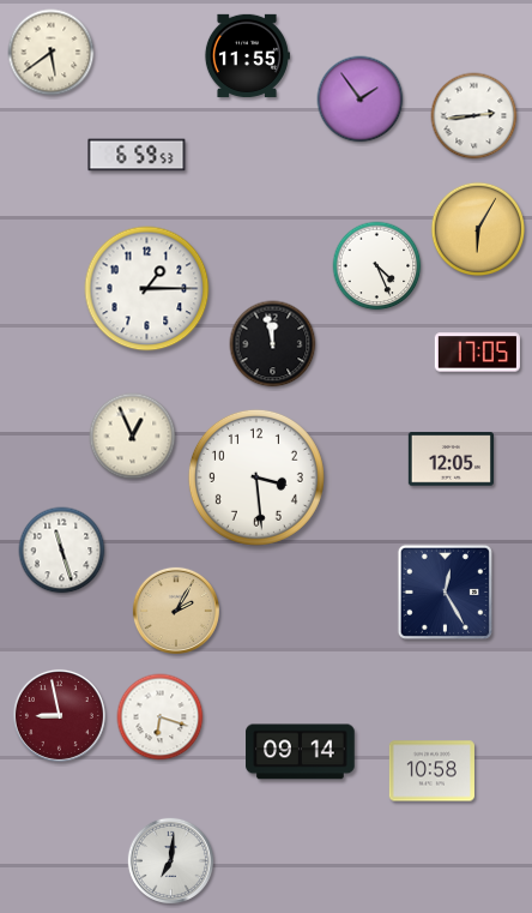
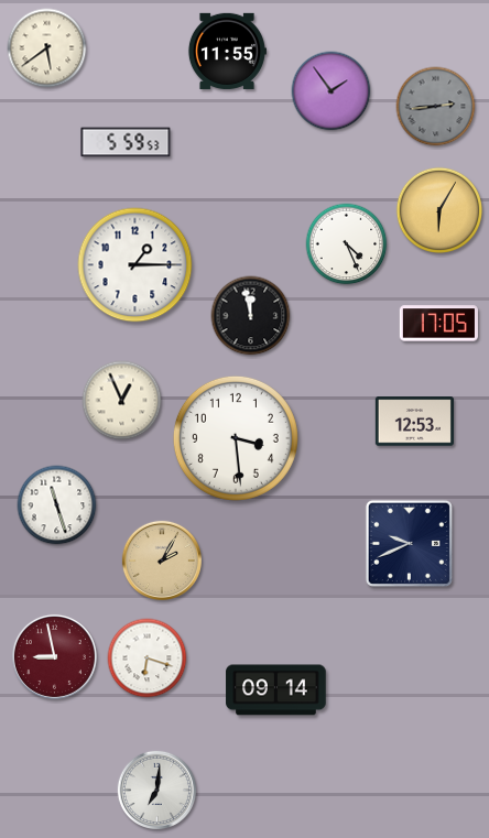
clock at (474, 116) dial: white -> grey
clock at (137, 155): 6:59 -> 5:59
clock at (451, 459): 12:05 -> 12:53
clock at (445, 591): 12:25 -> 9:41
clock at (431, 771): 10:58 -> none
